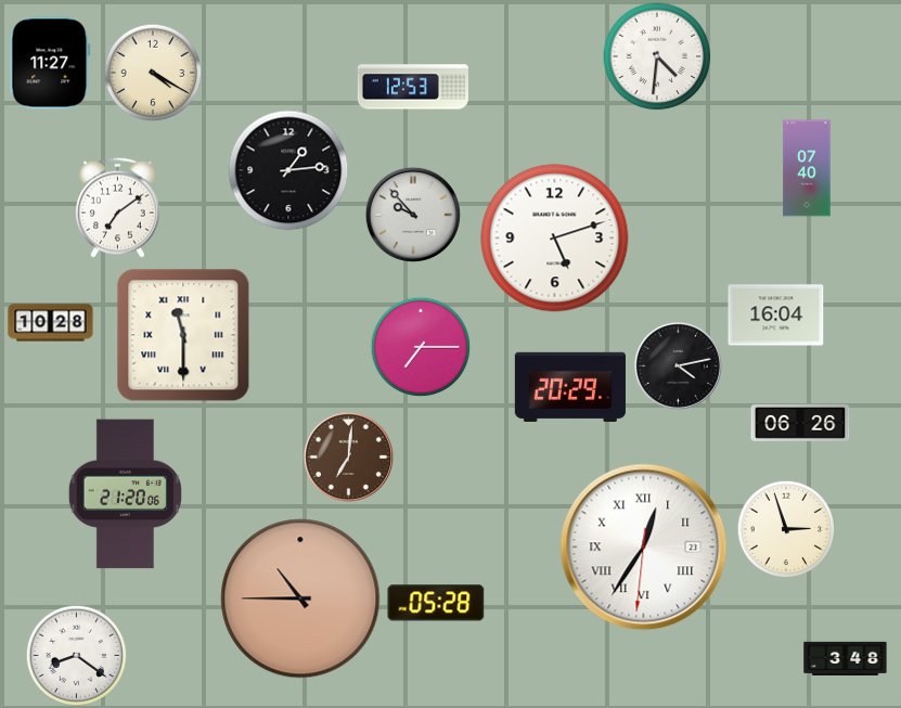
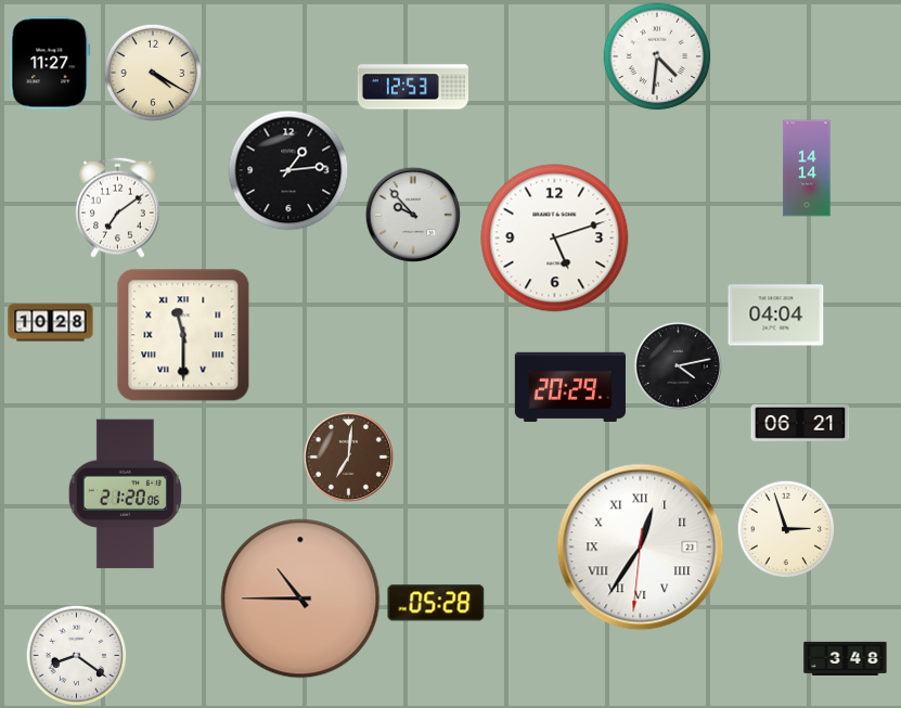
clock at (807, 168): 07:40 -> 14:14
clock at (776, 316): 16:04 -> 04:04
clock at (421, 347): 7:15 -> none
clock at (800, 423): 06:26 -> 06:21
clock at (644, 548) position: (644, 548) -> (641, 548)
